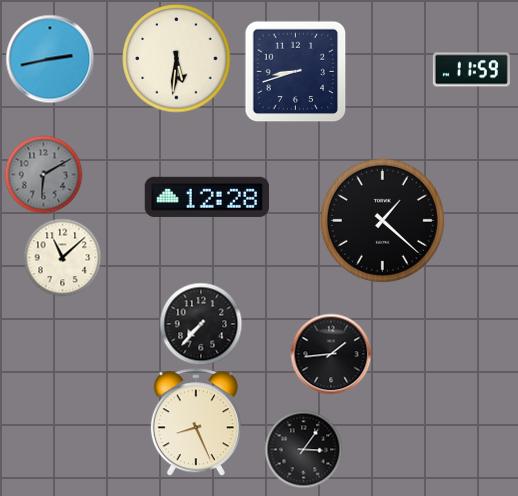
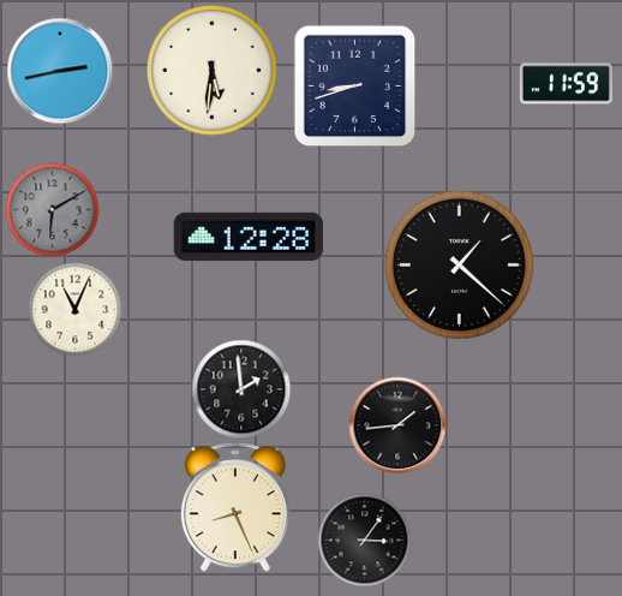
clock at (62, 257): 11:08 -> 11:04
clock at (201, 324): 7:37 -> 1:59
